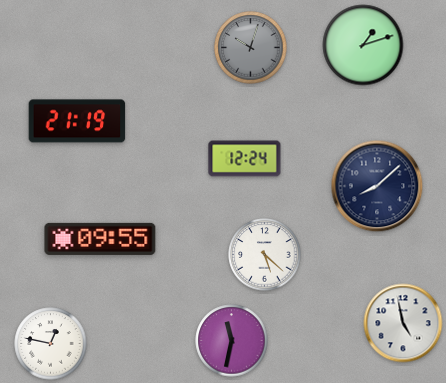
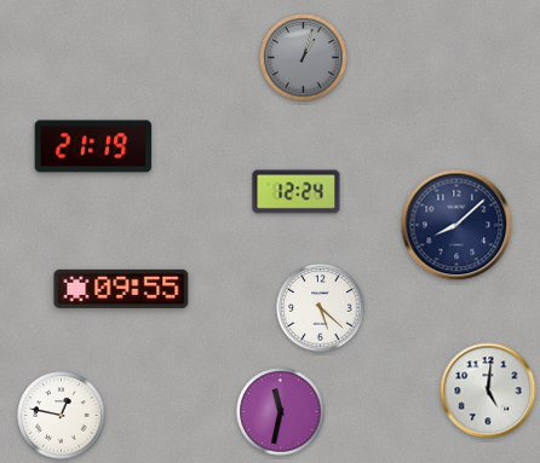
clock at (363, 45): 1:12 -> none
clock at (251, 48): 10:03 -> 1:03
clock at (403, 323): 4:58 -> 5:01
